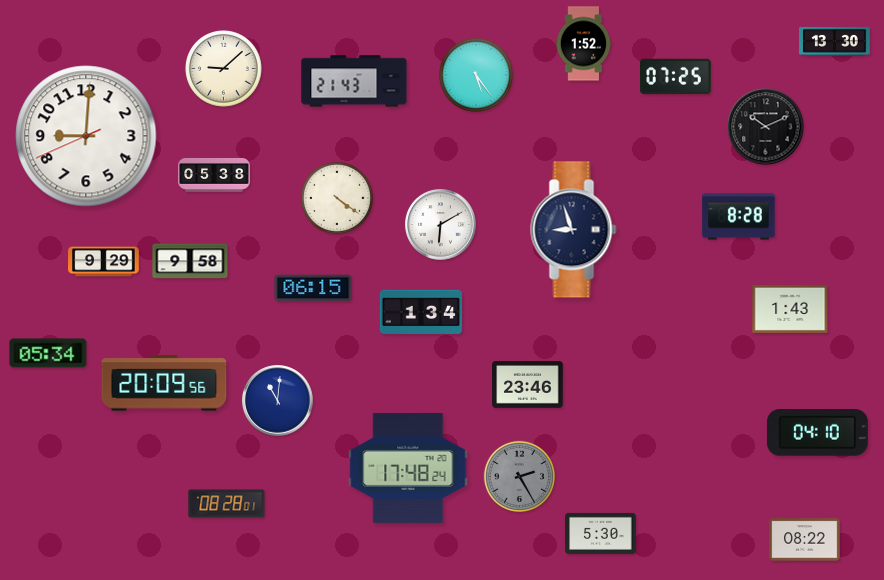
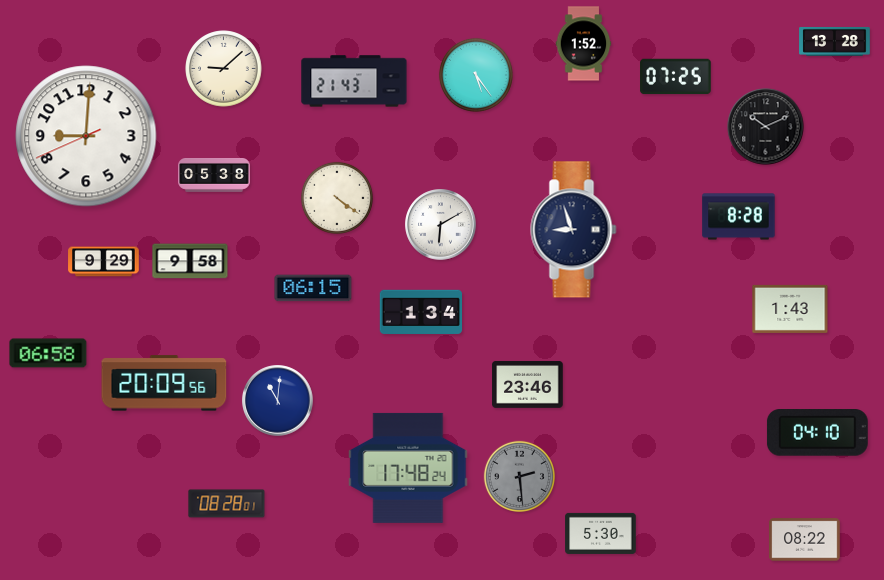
clock at (835, 41): 13:30 -> 13:28
clock at (48, 353): 05:34 -> 06:58
clock at (519, 476): 2:25 -> 2:29
